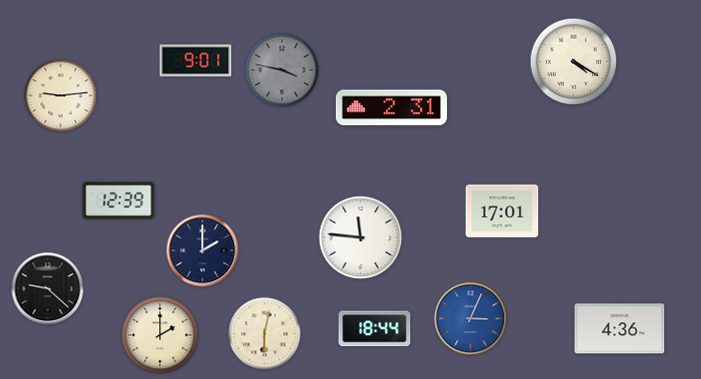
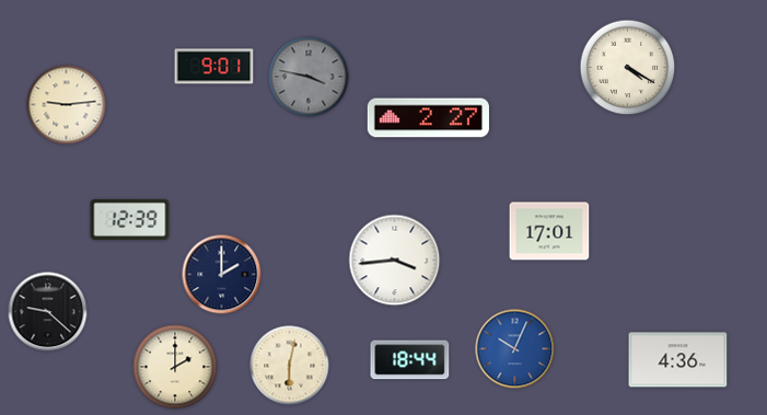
clock at (391, 108): 2:31 -> 2:27
clock at (361, 238): 11:46 -> 3:44
clock at (48, 289) position: (48, 289) -> (48, 312)
clock at (471, 319): 3:04 -> 10:04
